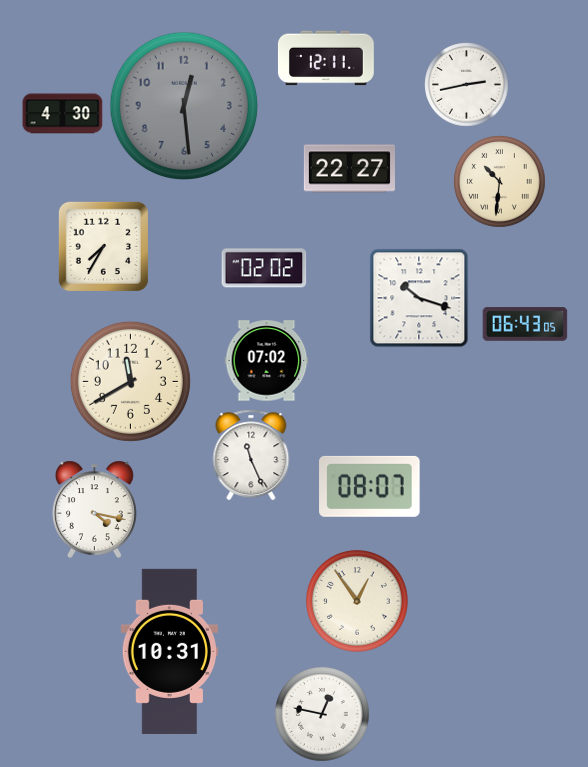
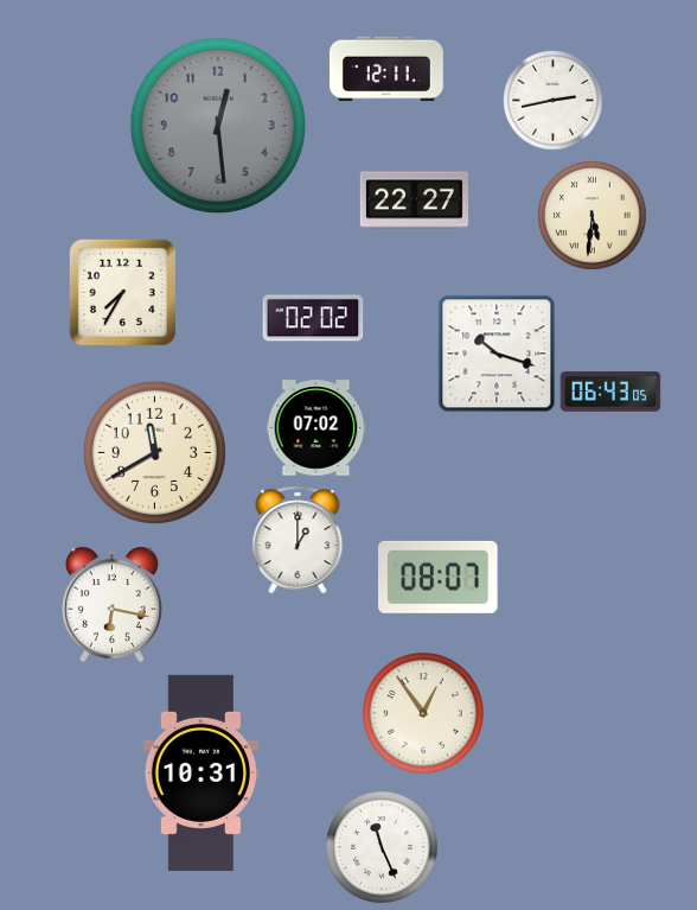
clock at (63, 114): 4:30 -> none
clock at (500, 182): 10:31 -> 5:31
clock at (525, 324) position: (525, 324) -> (610, 392)
clock at (251, 455): 11:26 -> 1:00
clock at (94, 509): 4:17 -> 6:17
clock at (323, 715): 12:47 -> 11:26
